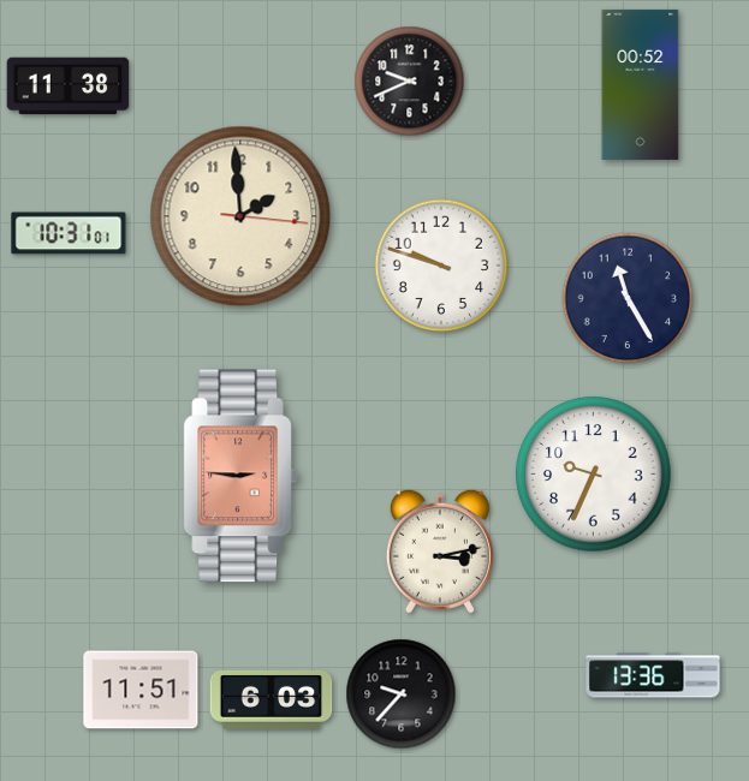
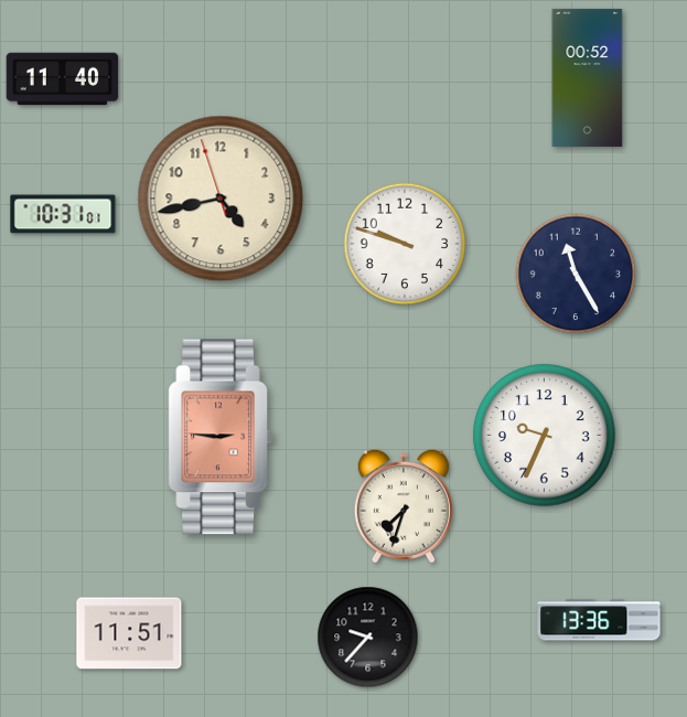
clock at (410, 82): 9:41 -> none
clock at (69, 87): 11:38 -> 11:40
clock at (240, 216): 1:59 -> 4:42
clock at (440, 552): 3:13 -> 7:33
clock at (272, 700): 6:03 -> none
